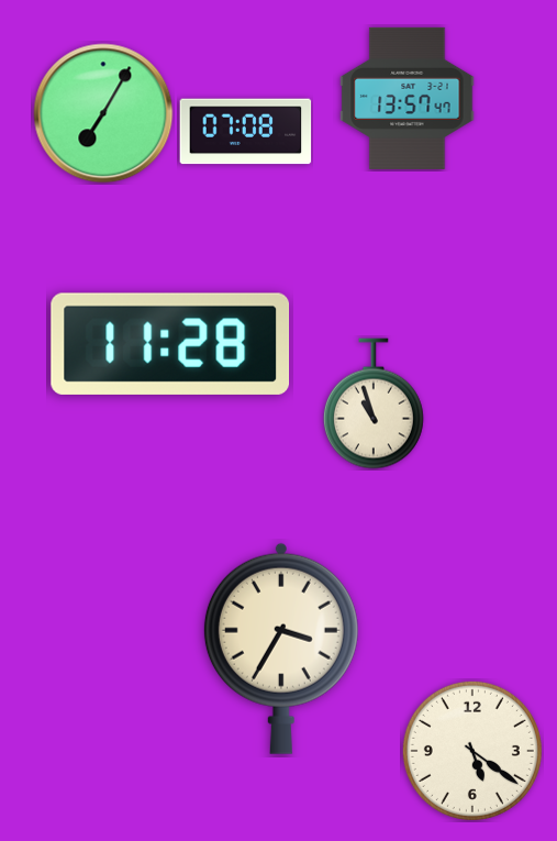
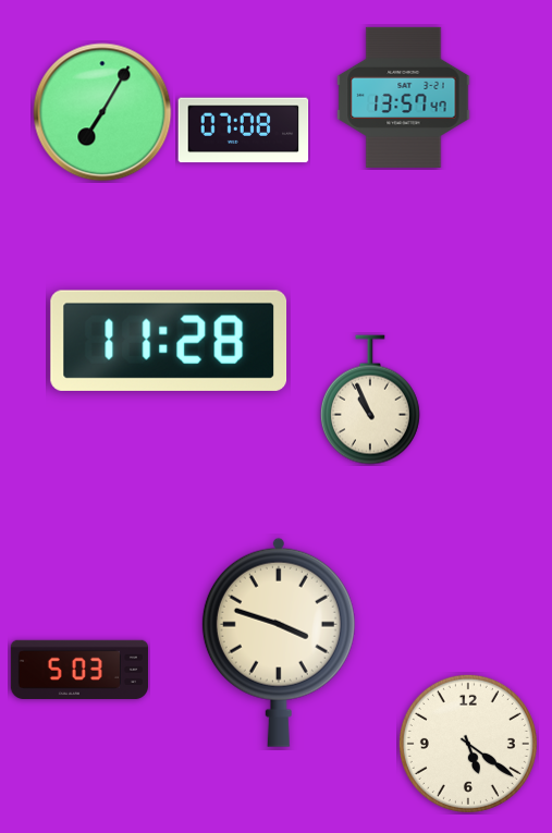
clock at (374, 403): 10:57 -> 10:56
clock at (281, 649): 3:35 -> 3:48
clock at (79, 670): none -> 5:03
